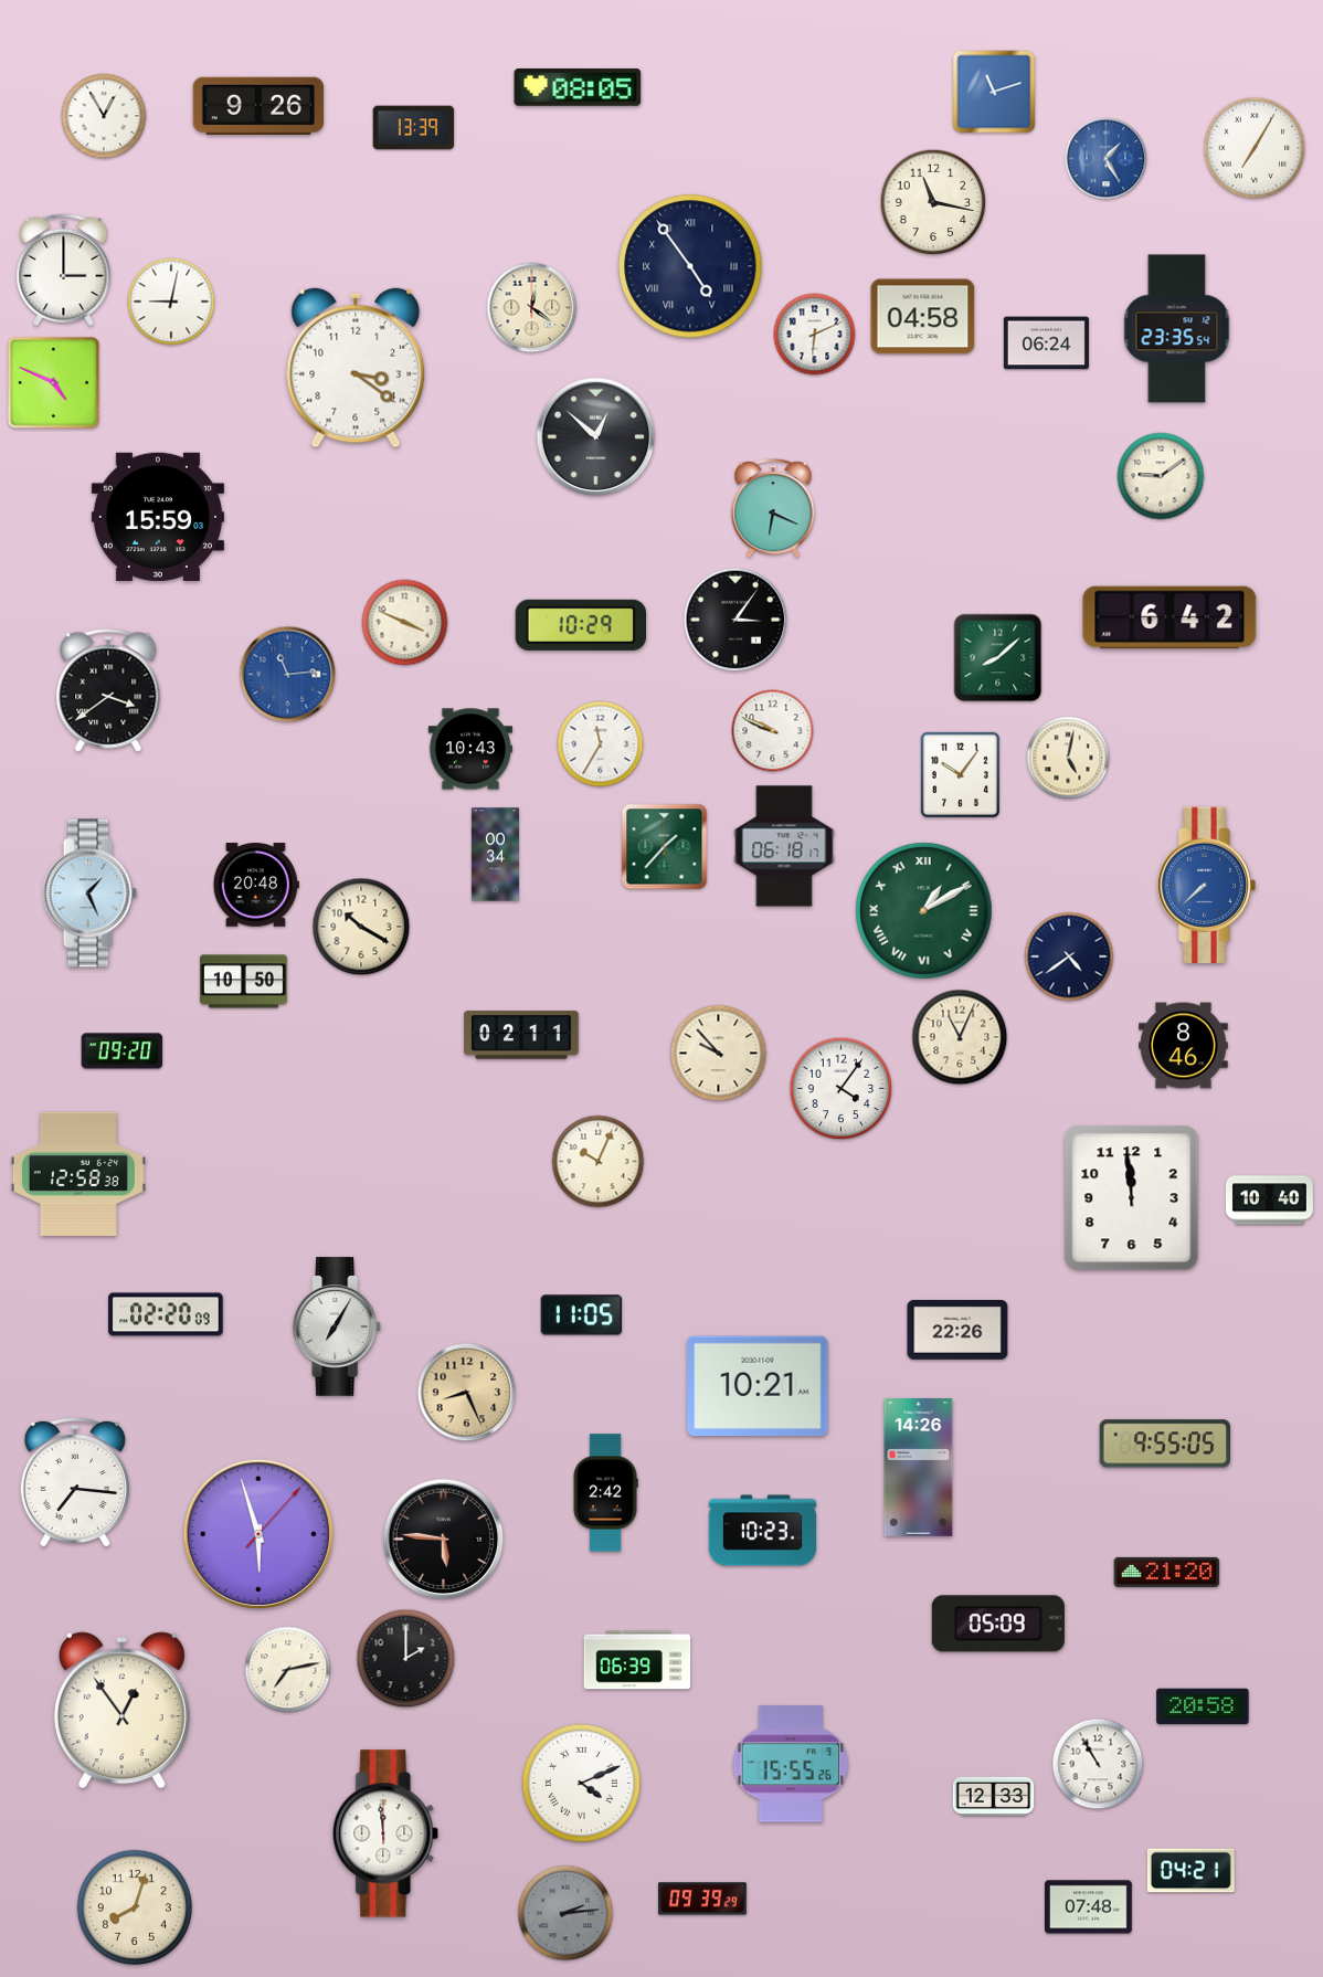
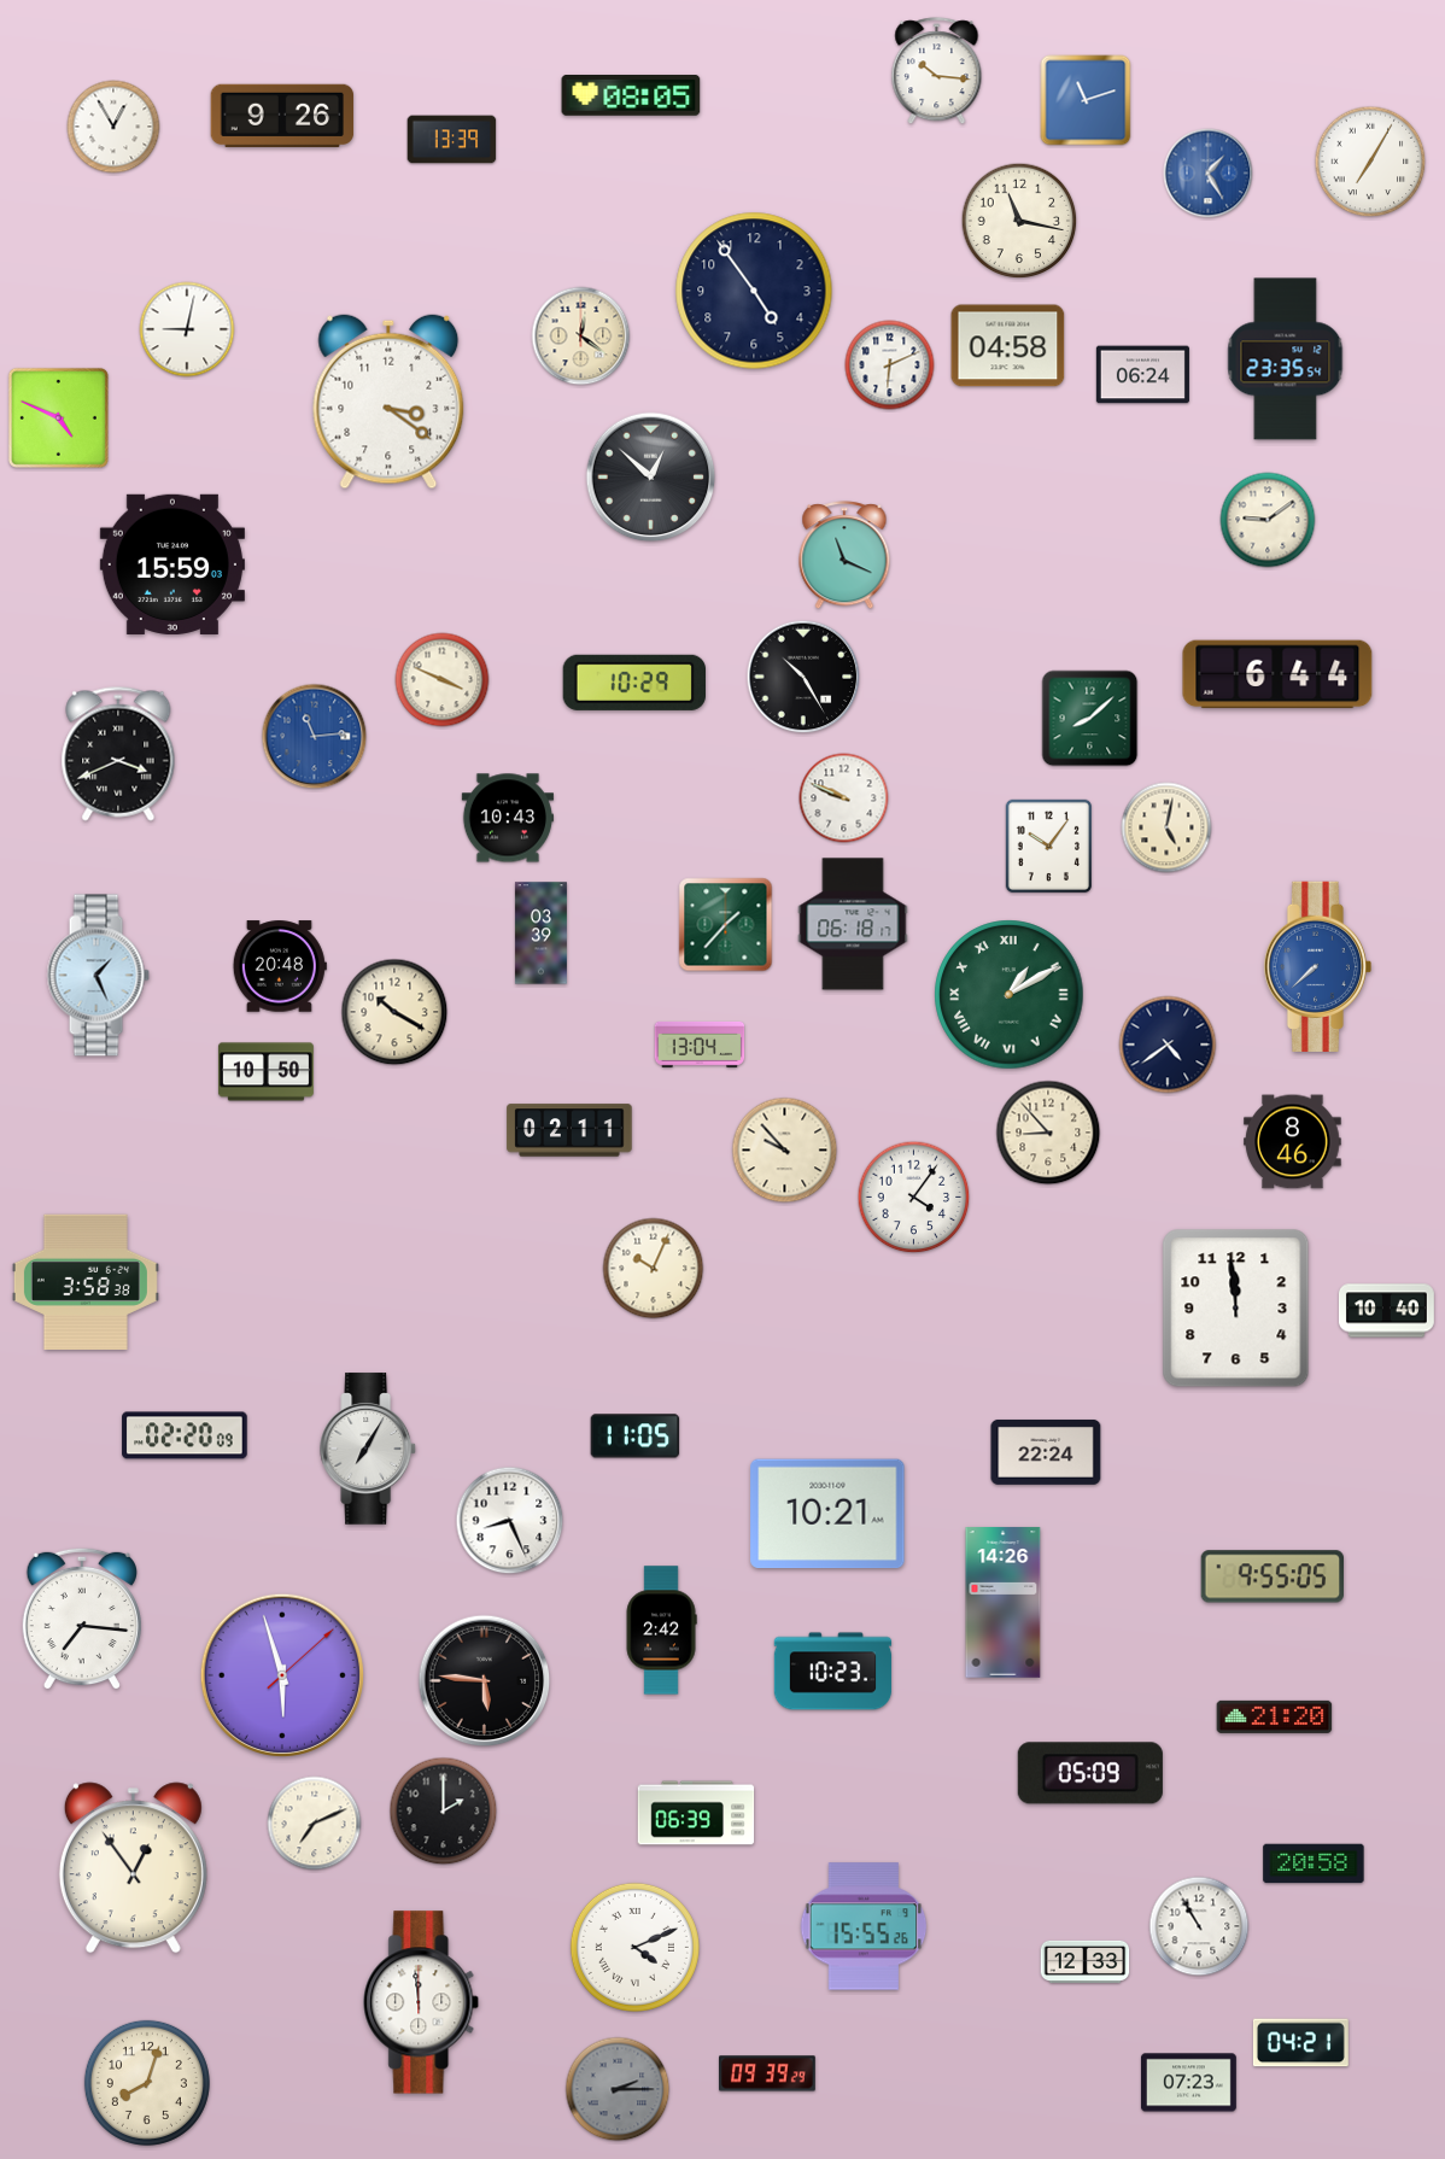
clock at (937, 71): none -> 10:16
clock at (690, 266) numerals: Roman -> Arabic
clock at (64, 271): 3:00 -> none
clock at (773, 509): 6:19 -> 11:19
clock at (1169, 617): 6:42 -> 6:44
clock at (735, 620): 3:06 -> 10:25
clock at (108, 690): 3:39 -> 3:41
clock at (601, 744): 11:35 -> none
clock at (470, 749) position: (470, 749) -> (508, 818)
clock at (784, 846) position: (784, 846) -> (853, 924)
clock at (495, 855): 00:34 -> 03:39
clock at (700, 1045): none -> 13:04
clock at (960, 1037): 11:04 -> 8:53
clock at (123, 1051): 09:20 -> none
clock at (842, 1089) position: (842, 1089) -> (914, 1198)
clock at (78, 1173): 12:58 -> 3:58
clock at (166, 1314) position: (166, 1314) -> (185, 1435)
clock at (957, 1330): 22:26 -> 22:24
clock at (467, 1393) dial: champagne -> white
clock at (258, 1534): 5:57:07 -> 5:57:08
clock at (288, 1670): 7:13 -> 7:11
clock at (1088, 1907): 07:48 -> 07:23
clock at (565, 1913): 2:14 -> 2:15
